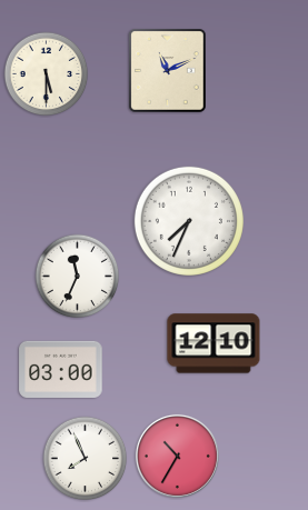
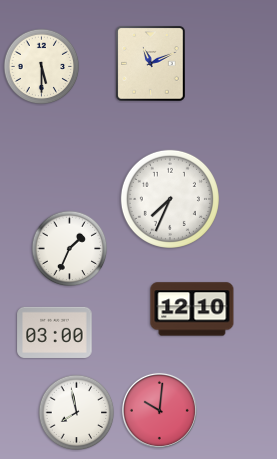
clock at (78, 277): 11:34 -> 1:34
clock at (177, 456): 10:35 -> 10:01
clock at (86, 459): 7:56 -> 7:58
